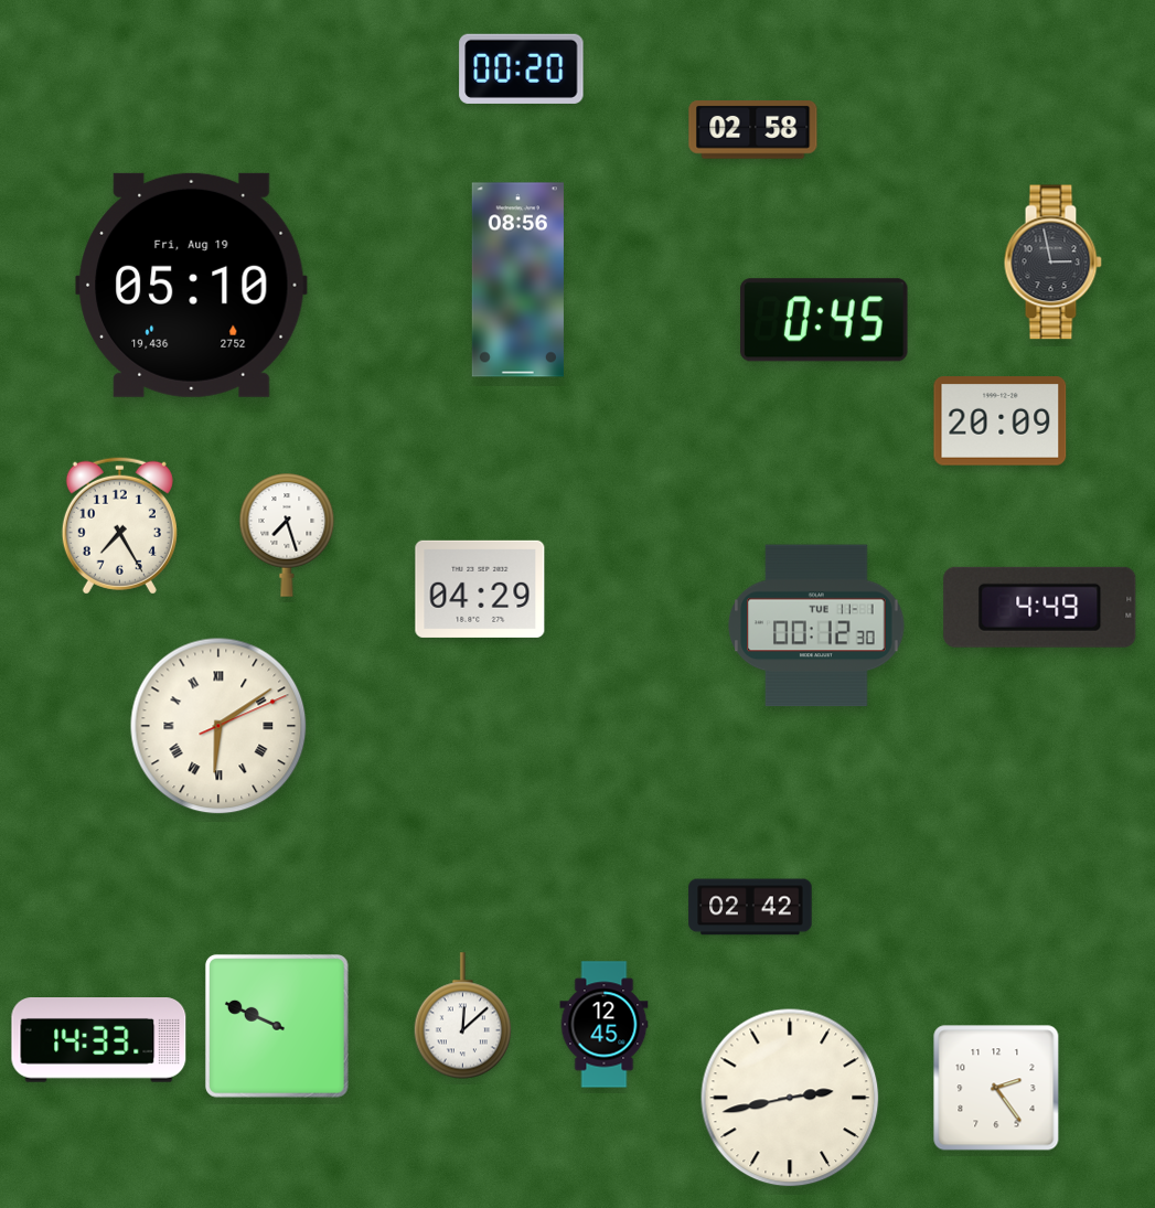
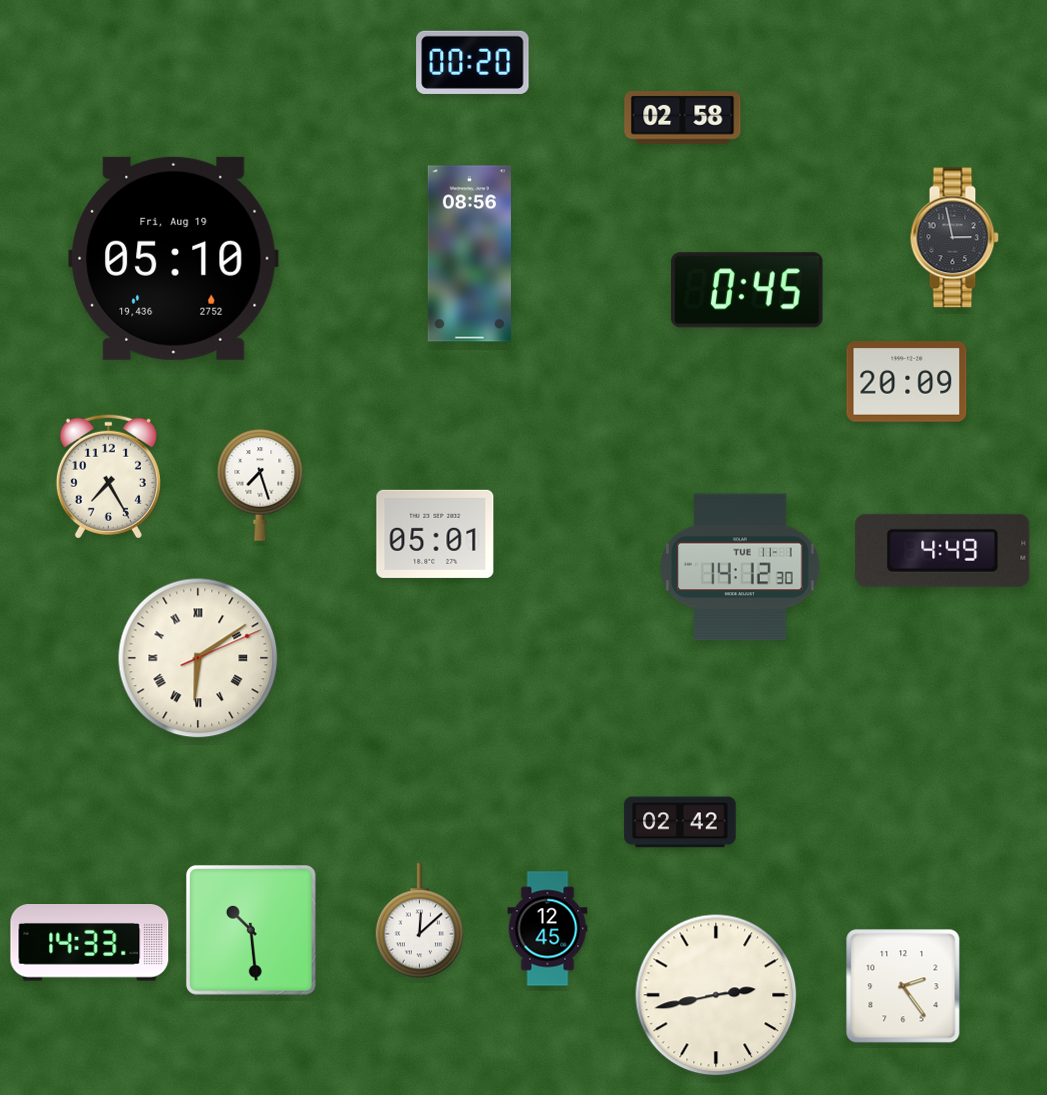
clock at (480, 589): 04:29 -> 05:01
clock at (816, 626): 00:12 -> 14:12
clock at (277, 1026): 9:49 -> 10:29
